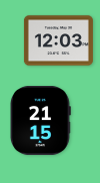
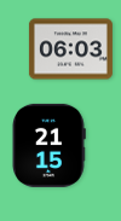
clock at (58, 41): 12:03 -> 06:03
